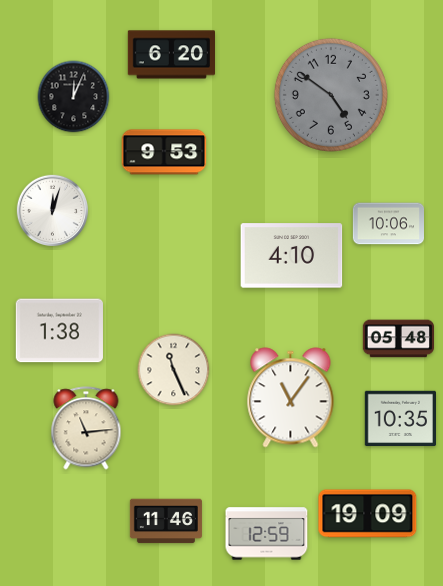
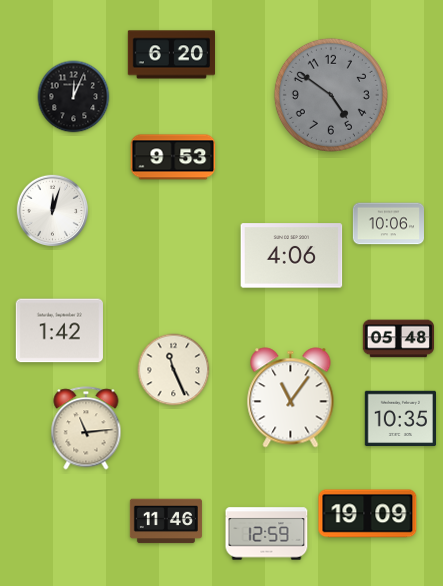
clock at (164, 152) position: (164, 152) -> (173, 157)
clock at (292, 256): 4:10 -> 4:06
clock at (59, 331): 1:38 -> 1:42
